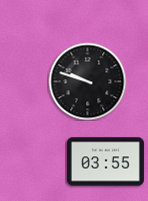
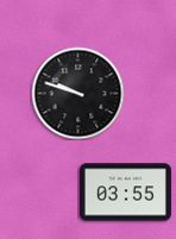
clock at (87, 81) position: (87, 81) -> (77, 93)
